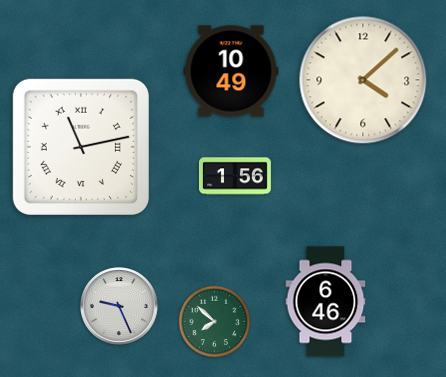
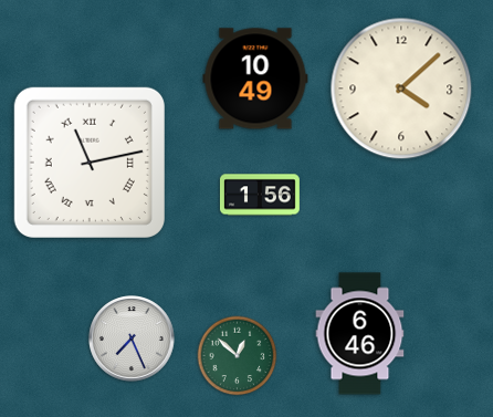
clock at (119, 306): 9:26 -> 7:26
clock at (215, 322): 7:52 -> 12:52
